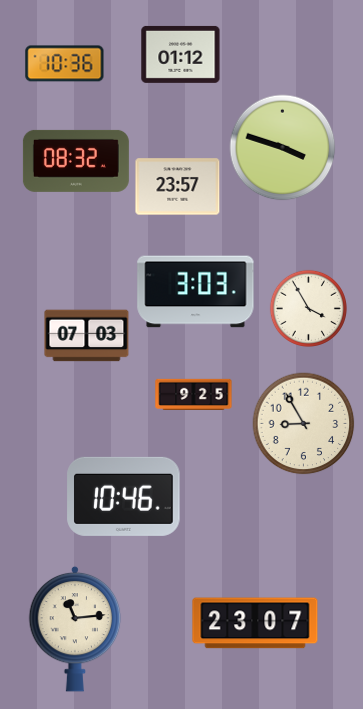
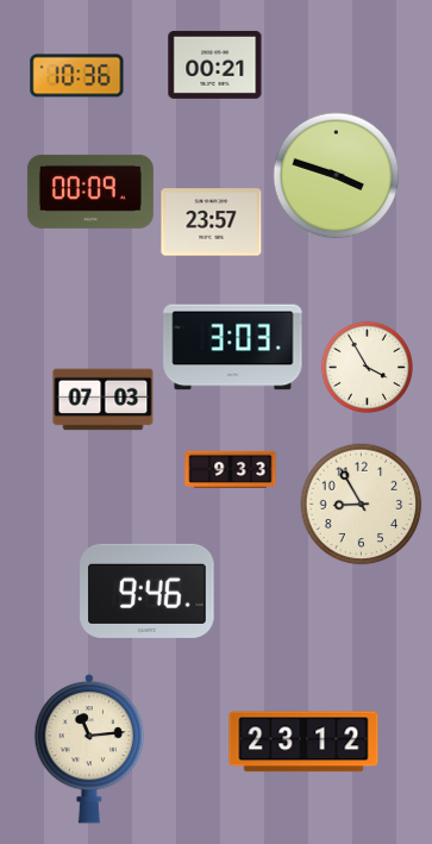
clock at (181, 54): 01:12 -> 00:21
clock at (76, 161): 08:32 -> 00:09
clock at (194, 394): 9:25 -> 9:33
clock at (124, 496): 10:46 -> 9:46
clock at (255, 623): 23:07 -> 23:12
